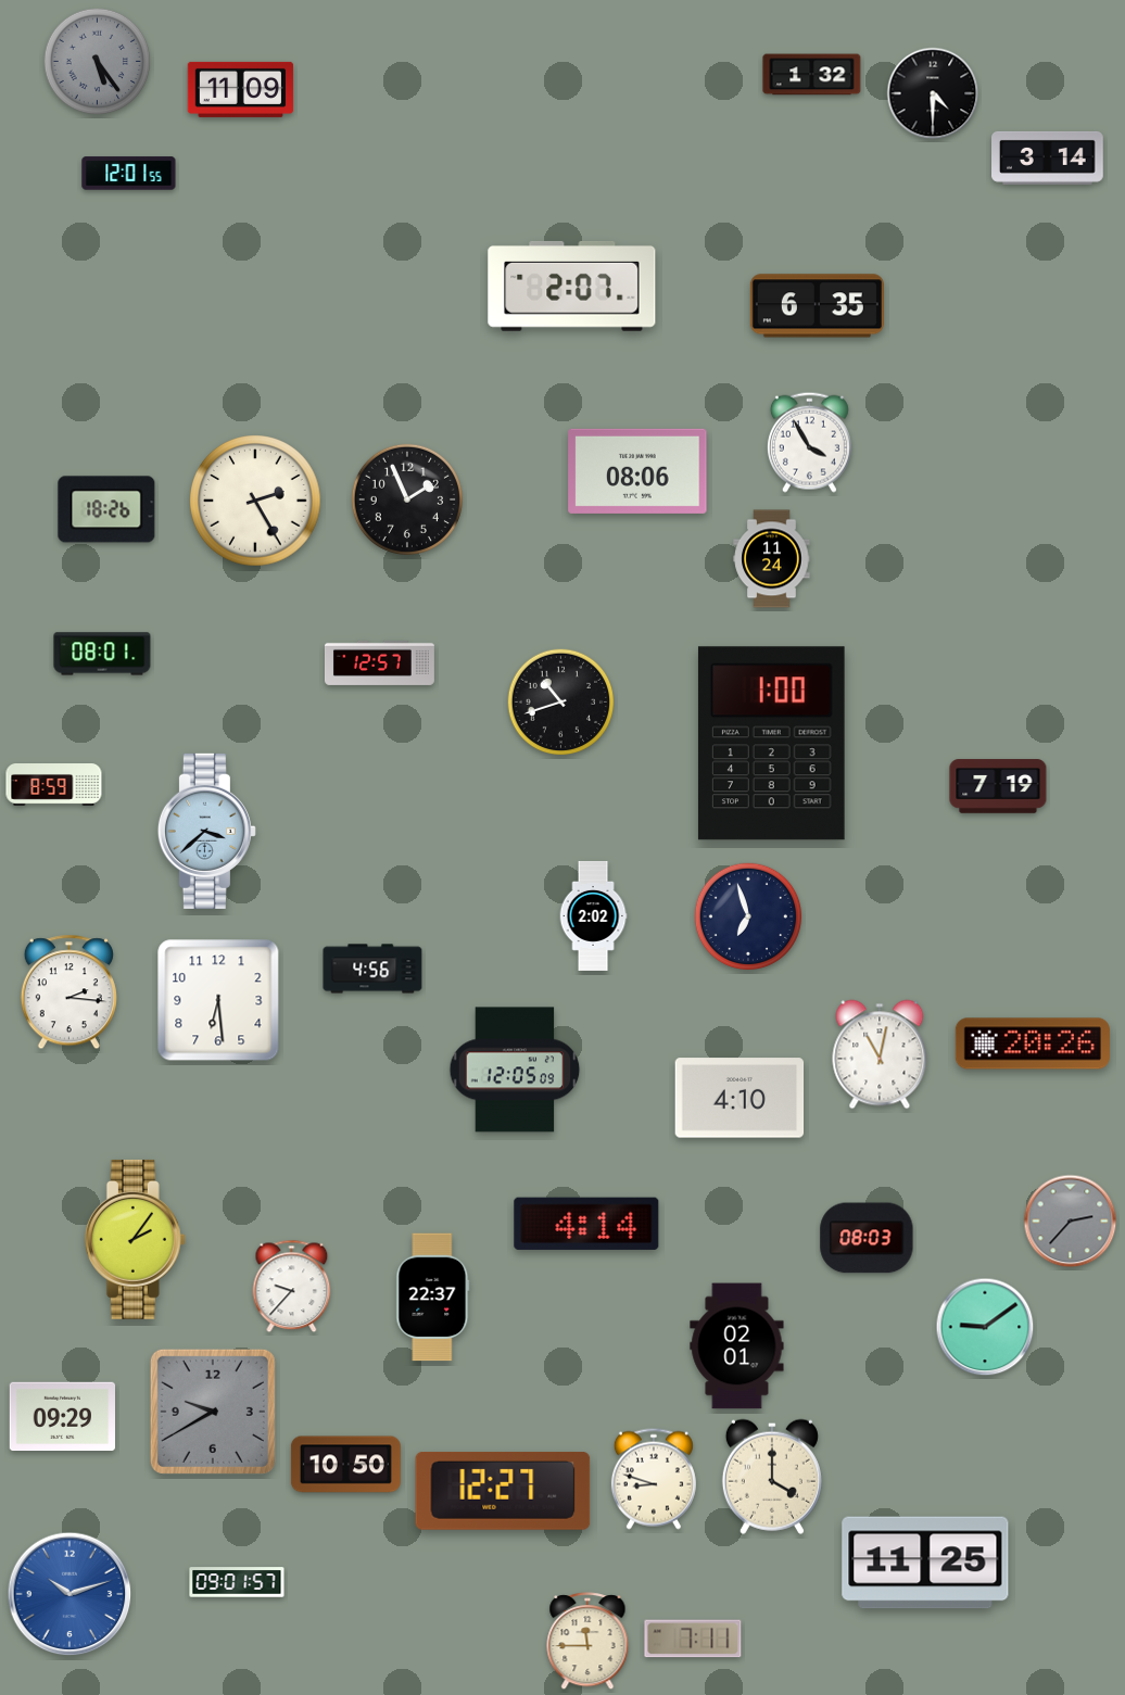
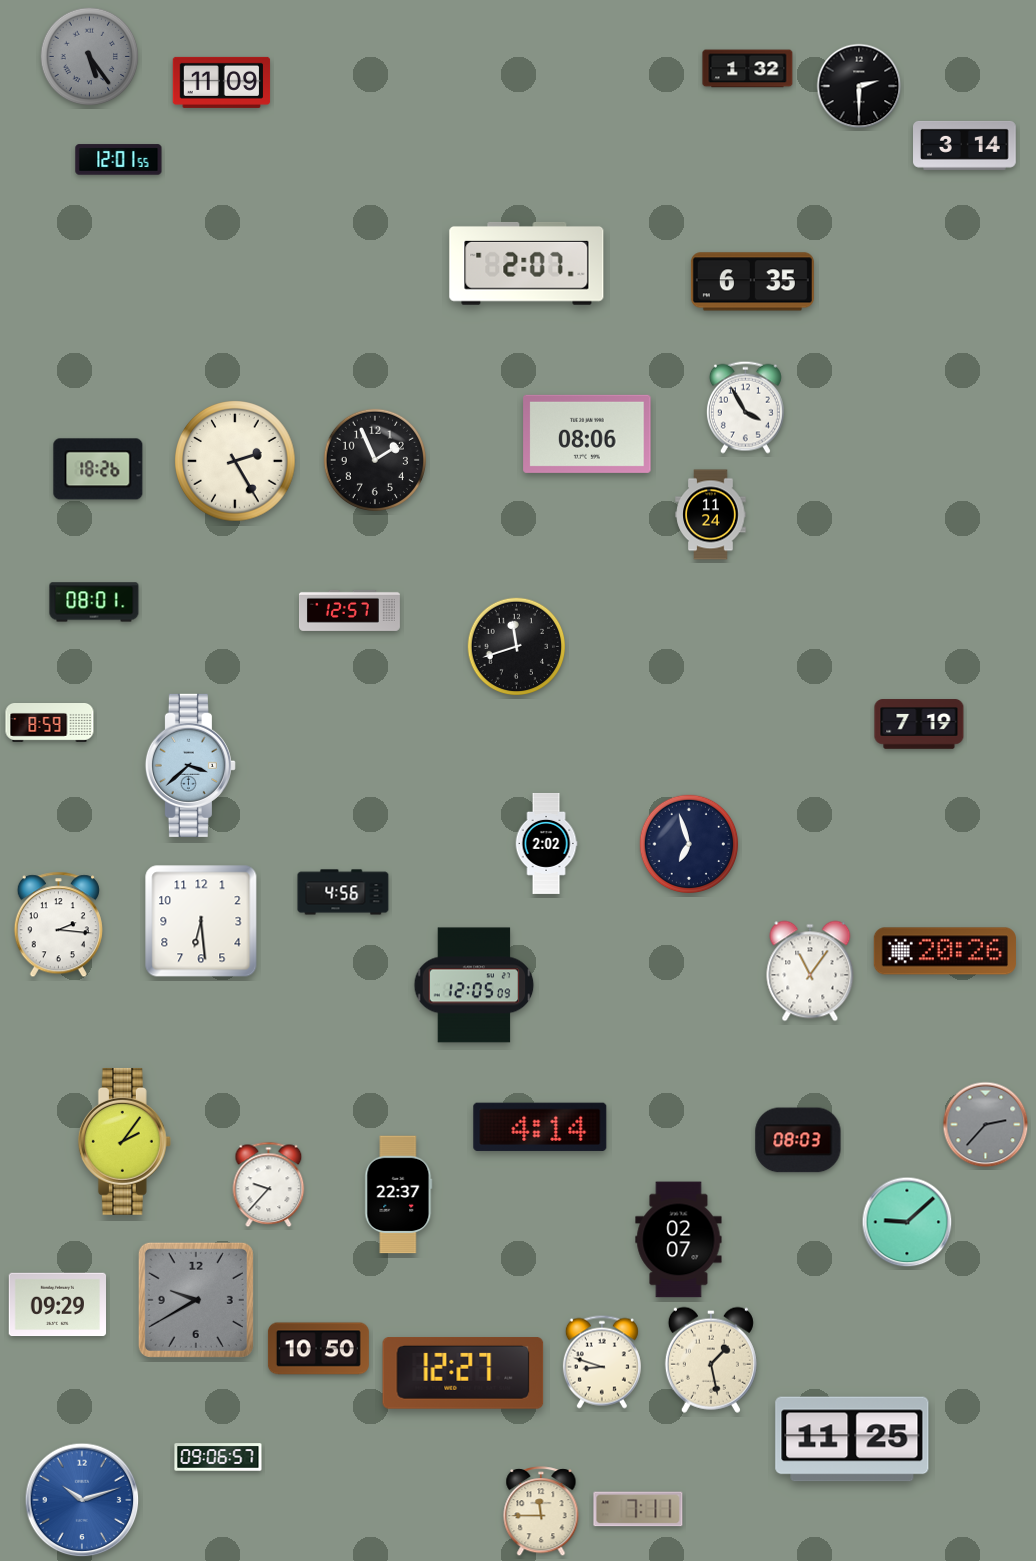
clock at (933, 93): 4:30 -> 2:30
clock at (561, 703): 10:42 -> 11:42
clock at (771, 744): 1:00 -> none
clock at (68, 992) position: (68, 992) -> (58, 925)
clock at (1033, 1043) position: (1033, 1043) -> (945, 951)
clock at (880, 1054): 11:02 -> 11:06
clock at (740, 1098): 4:10 -> none
clock at (985, 1327): 9:09 -> 9:08
clock at (737, 1346): 02:01 -> 02:07
clock at (772, 1477): 4:00 -> 1:28
clock at (237, 1582): 09:01 -> 09:06
clock at (69, 1594) position: (69, 1594) -> (82, 1500)
